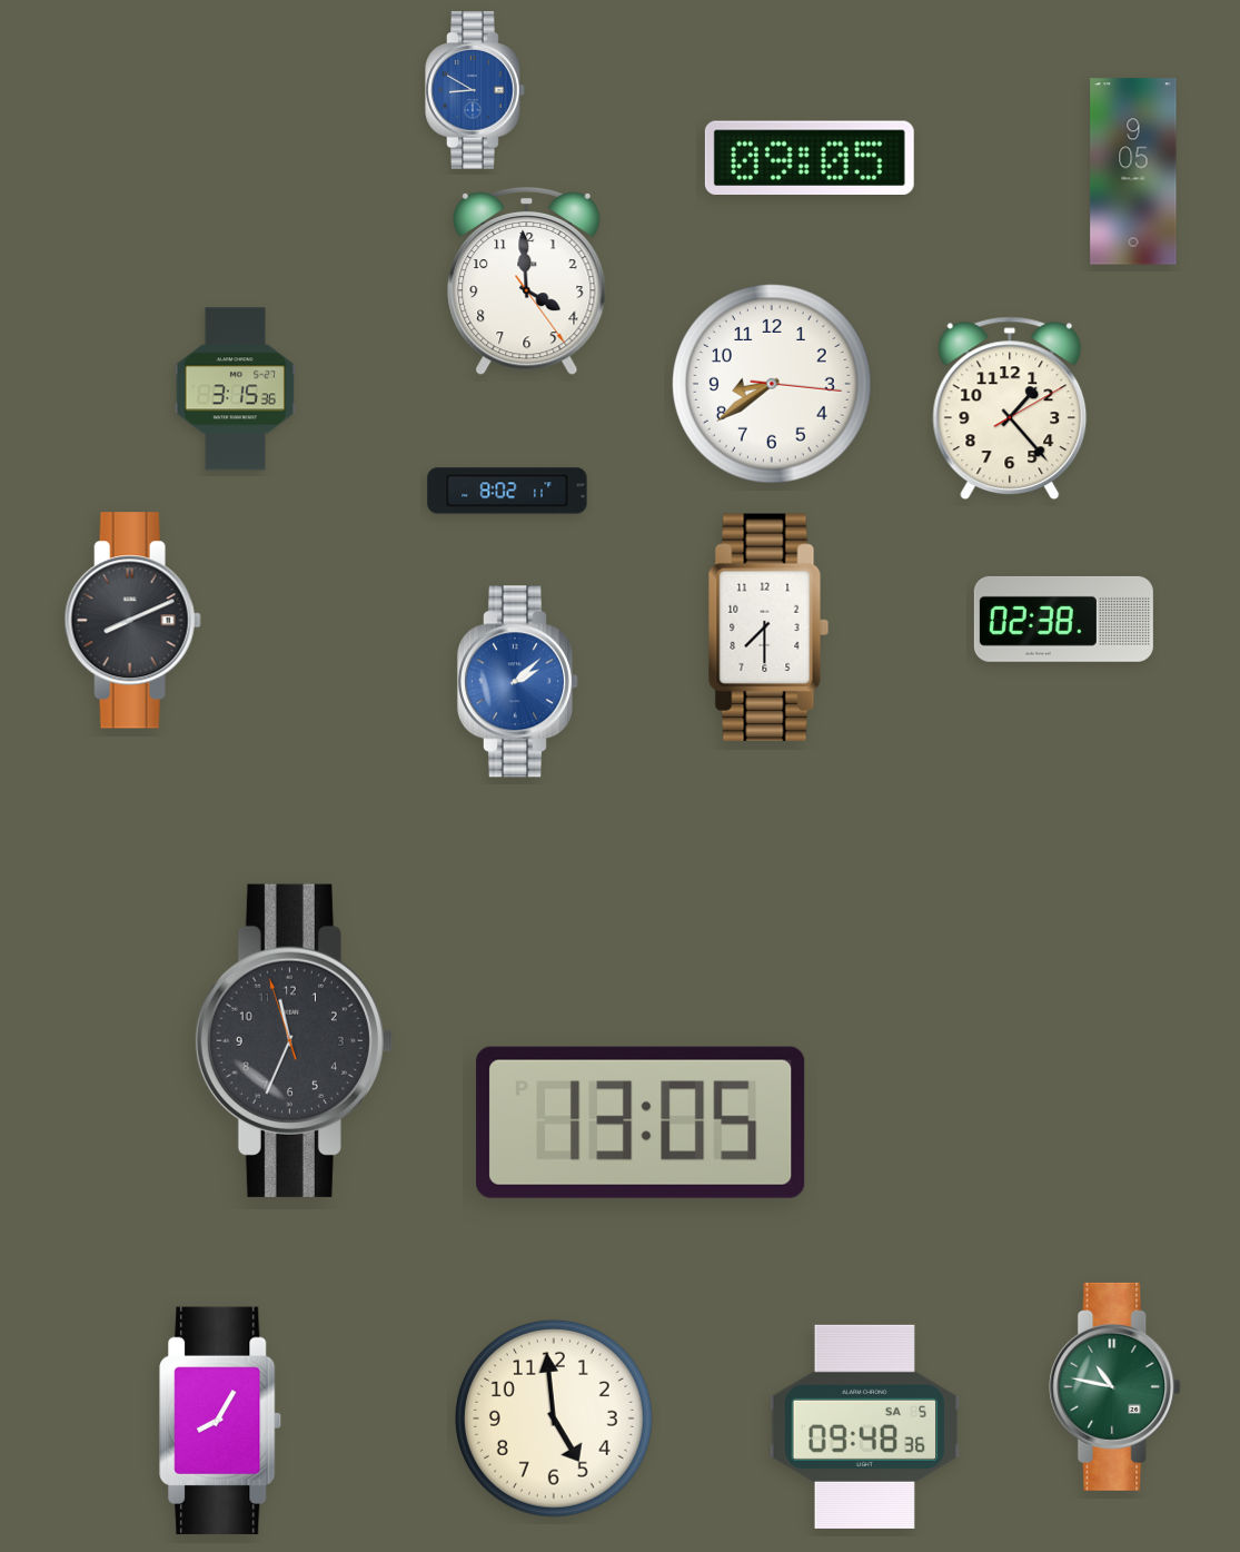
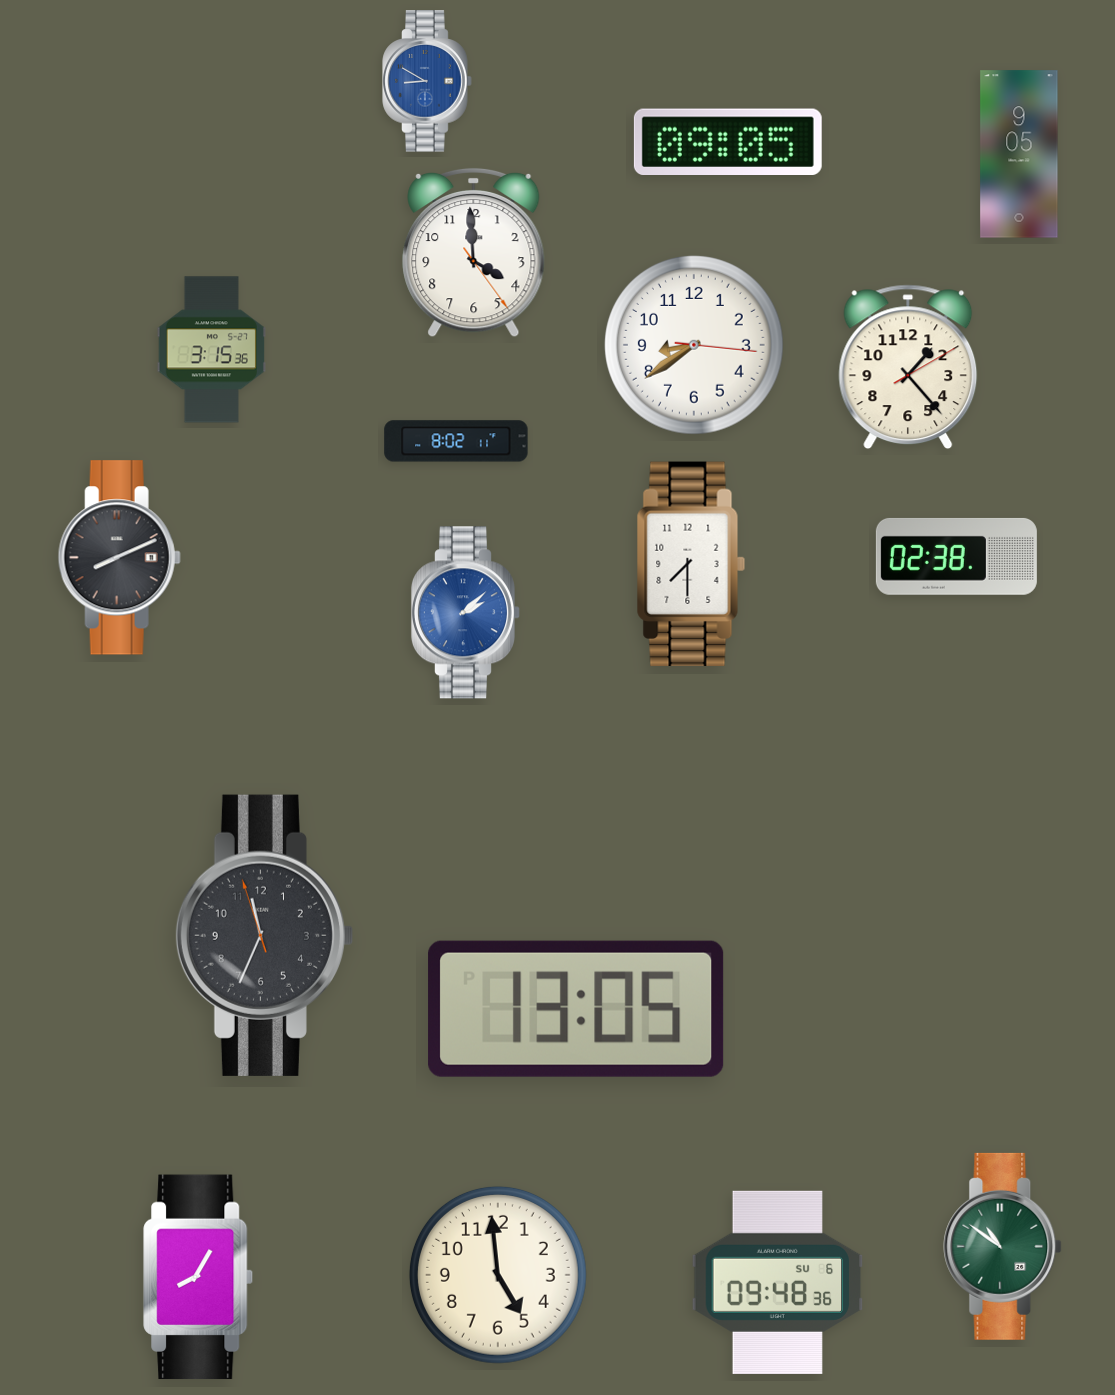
clock at (1115, 1386): 10:47 -> 10:51
clock at (865, 1426) date: SA 5 -> SU 6
